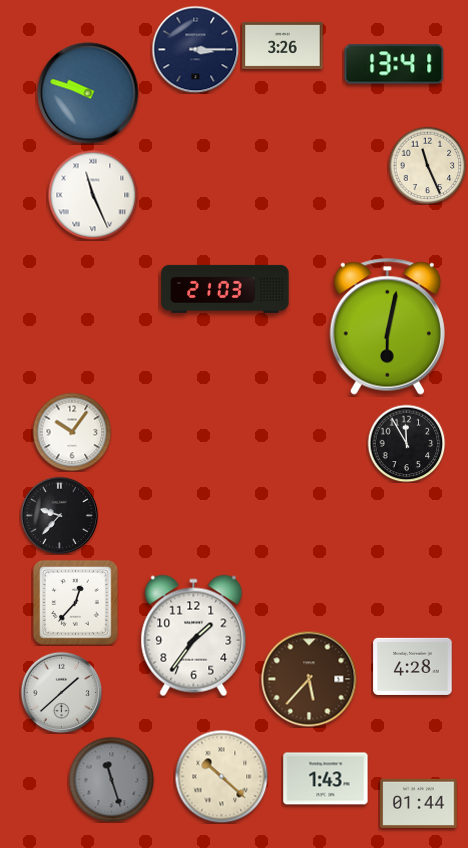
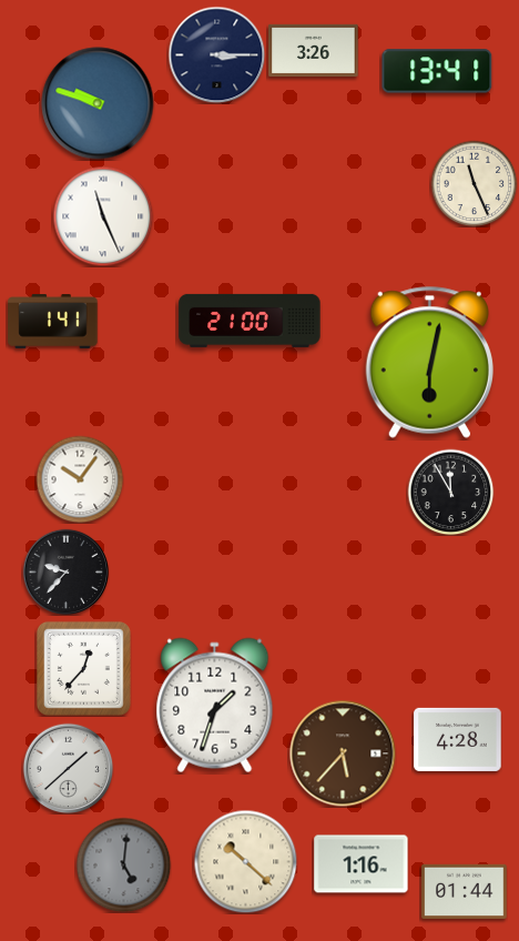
clock at (225, 289): 21:03 -> 21:00
clock at (53, 322): none -> 1:41
clock at (194, 636): 1:36 -> 1:33
clock at (111, 779): 11:27 -> 5:01
clock at (326, 779): 1:43 -> 1:16
